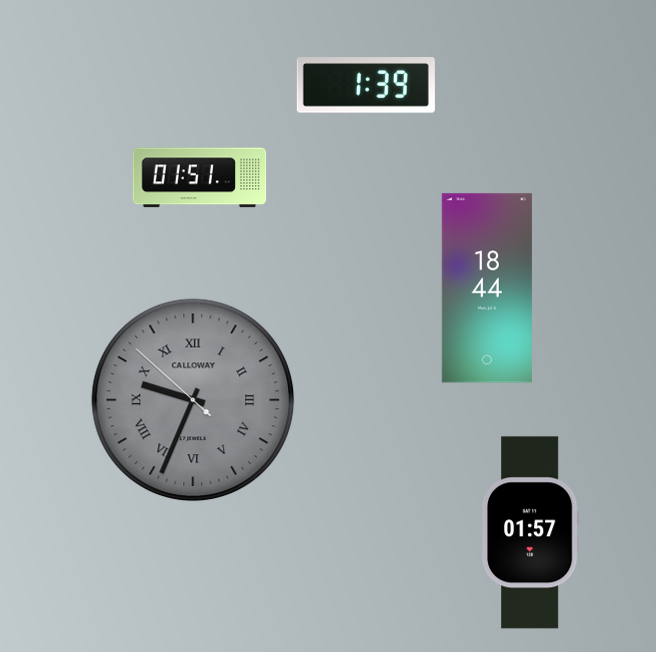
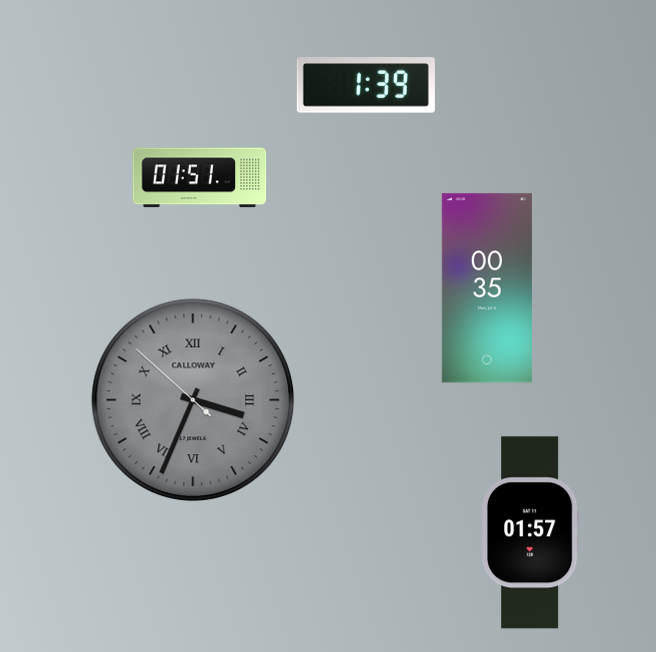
clock at (487, 288): 18:44 -> 00:35
clock at (193, 400): 9:33 -> 3:33
